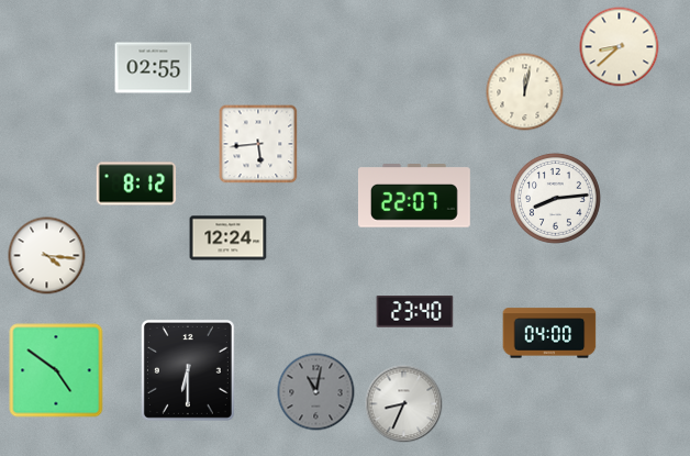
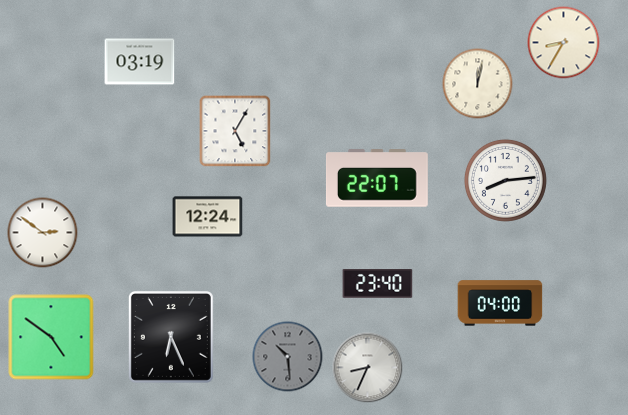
clock at (620, 47): 8:38 -> 8:35
clock at (154, 68): 02:55 -> 03:19
clock at (258, 144): 5:44 -> 5:05
clock at (136, 183): 8:12 -> none
clock at (47, 256): 4:16 -> 2:51
clock at (188, 370): 6:30 -> 6:26
clock at (316, 392): 11:02 -> 10:29
